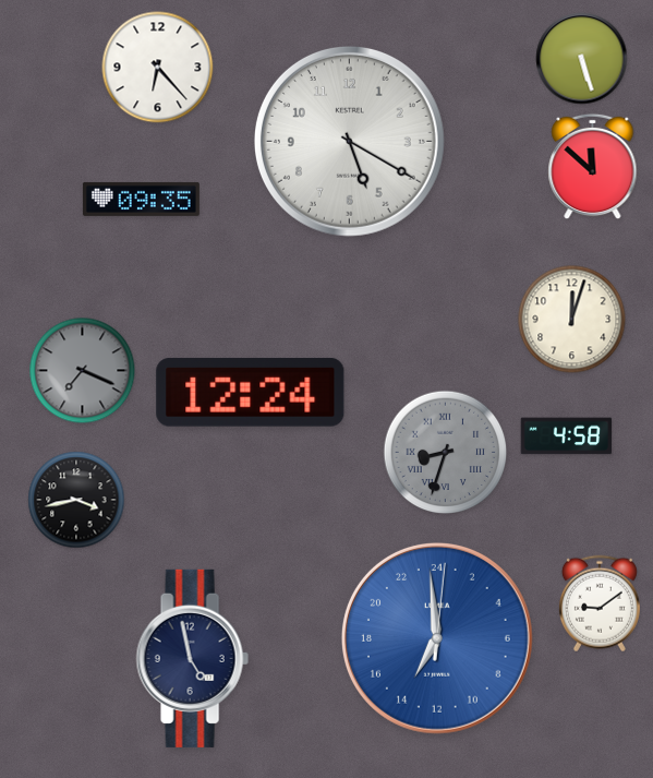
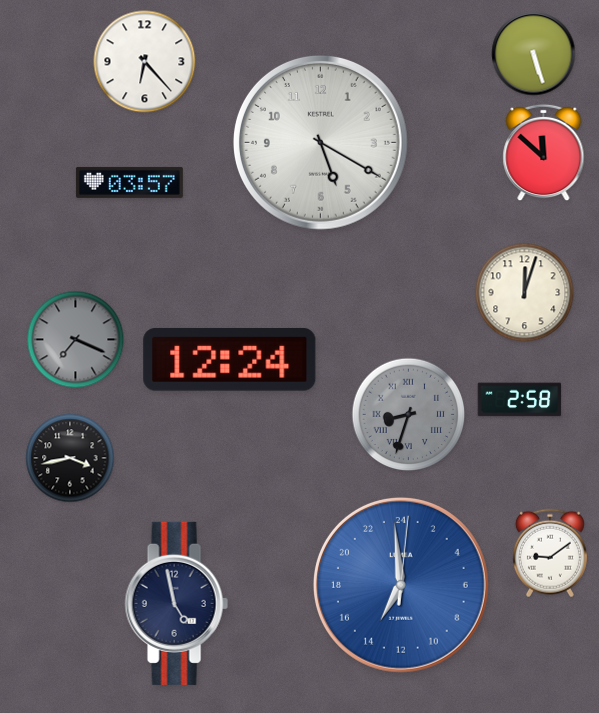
clock at (349, 141) position: (349, 141) -> (320, 142)
clock at (141, 199): 09:35 -> 03:57
clock at (567, 436): 4:58 -> 2:58
